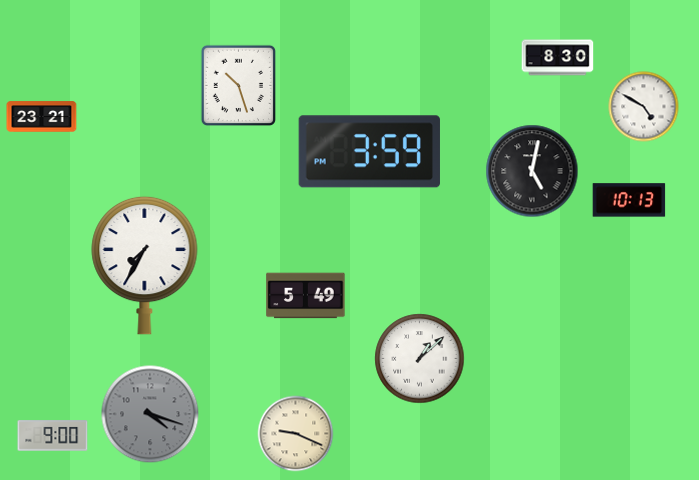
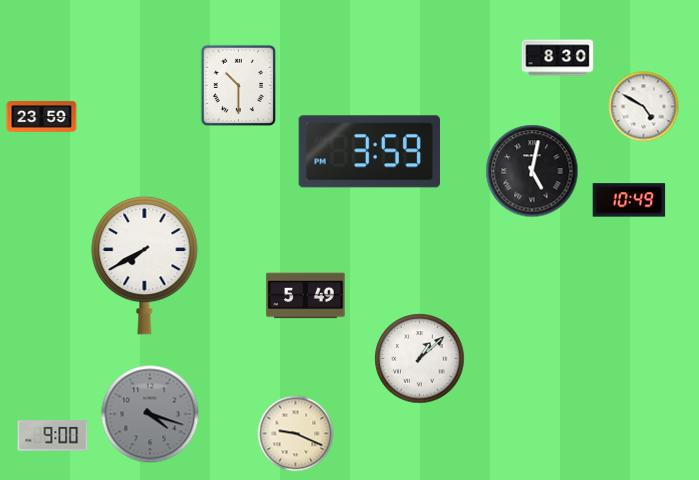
clock at (238, 85): 10:27 -> 10:30
clock at (42, 117): 23:21 -> 23:59
clock at (629, 200): 10:13 -> 10:49
clock at (145, 265): 7:35 -> 7:40
